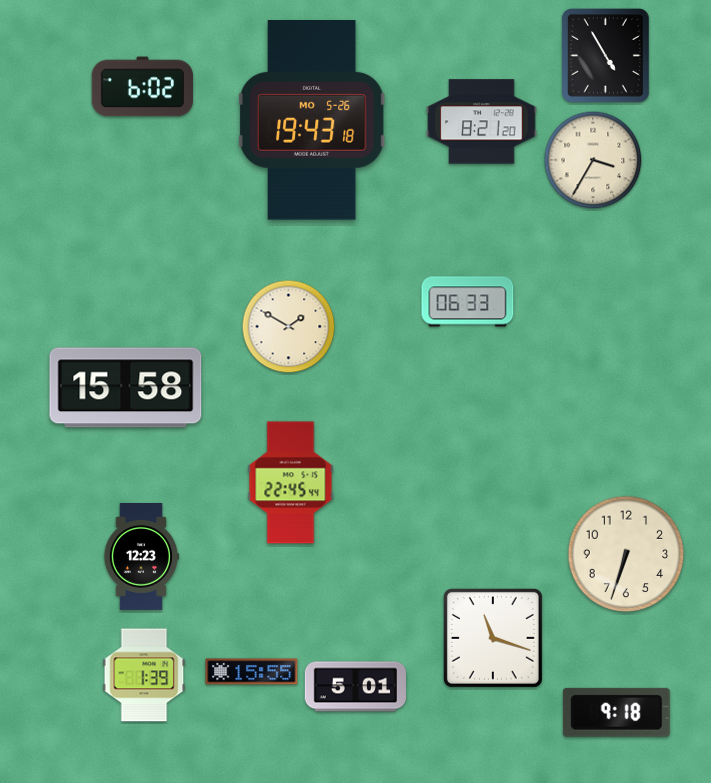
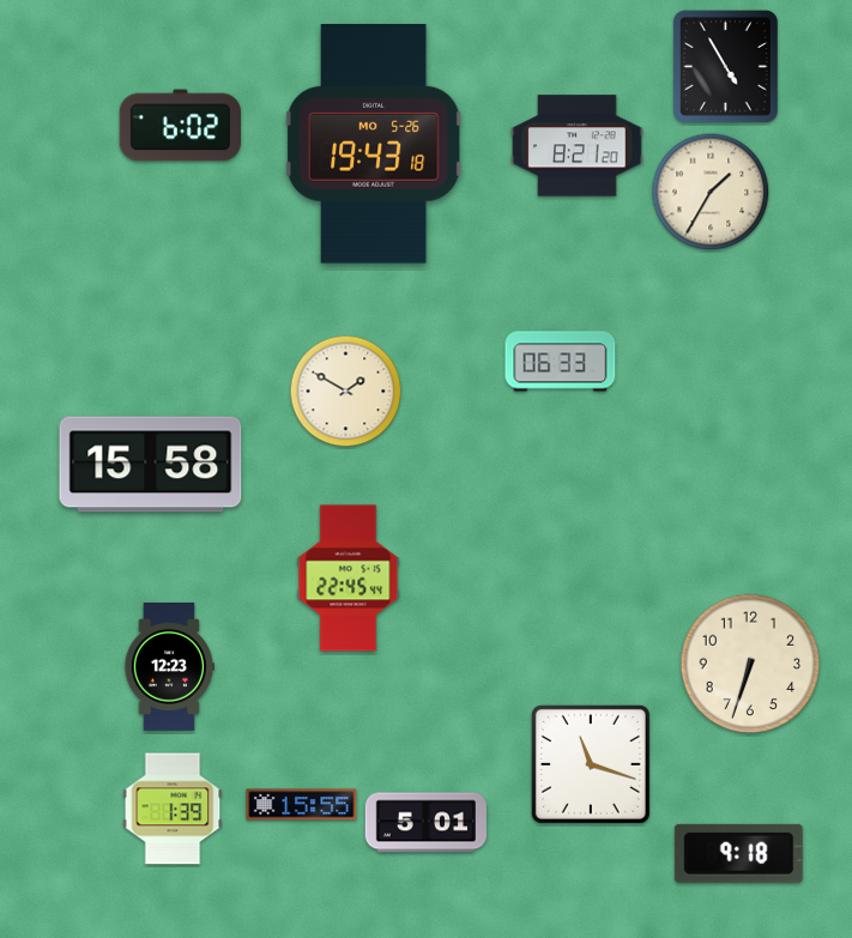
clock at (142, 87) position: (142, 87) -> (180, 126)
clock at (593, 160): 3:35 -> 1:35
